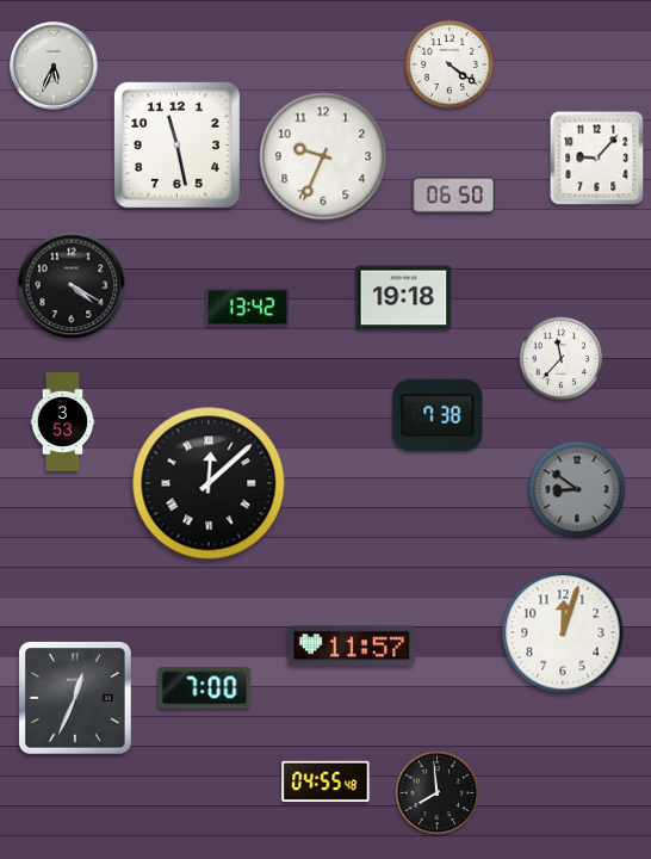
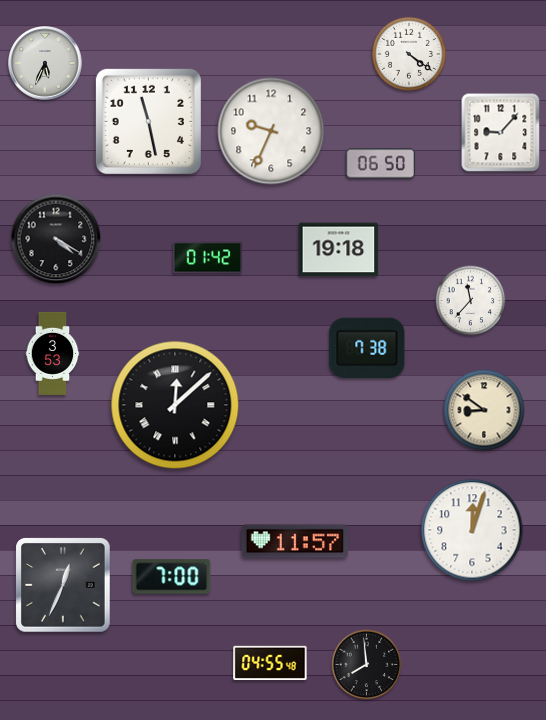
clock at (449, 64) position: (449, 64) -> (409, 54)
clock at (54, 66) position: (54, 66) -> (45, 63)
clock at (72, 285) position: (72, 285) -> (56, 239)
clock at (247, 308): 13:42 -> 01:42
clock at (577, 489) dial: grey -> cream
clock at (325, 781) position: (325, 781) -> (270, 663)
